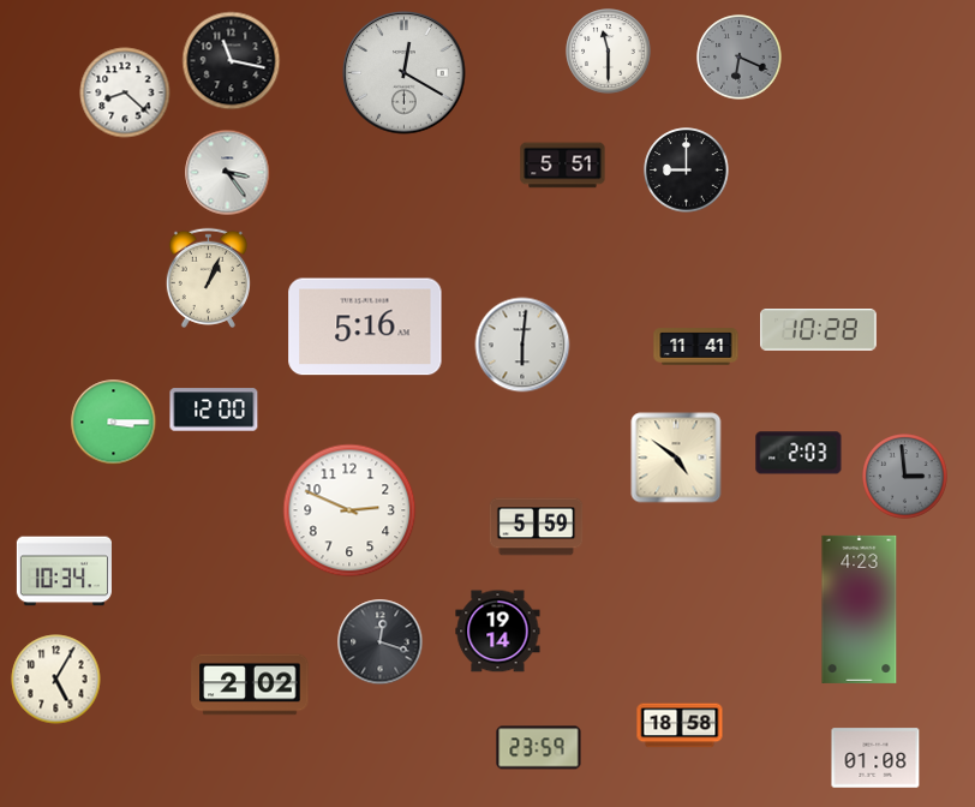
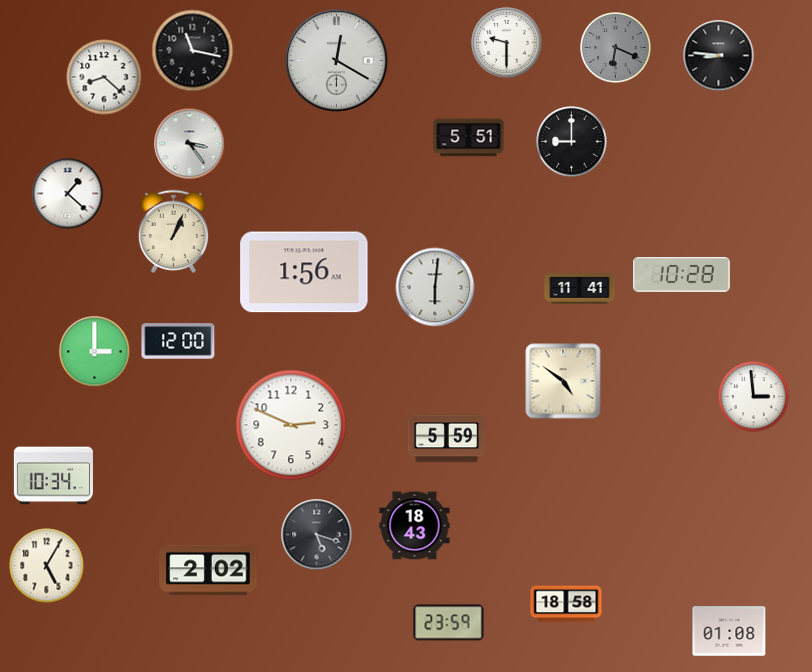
clock at (609, 52): 11:30 -> 9:30
clock at (719, 56): none -> 8:46
clock at (68, 194): none -> 1:22
clock at (365, 327): 5:16 -> 1:56
clock at (114, 423): 3:15 -> 3:00
clock at (798, 453): 2:03 -> none
clock at (905, 477) dial: grey -> white
clock at (860, 609): 4:23 -> none
clock at (498, 632): 19:14 -> 18:43
clock at (381, 642): 12:18 -> 5:18
